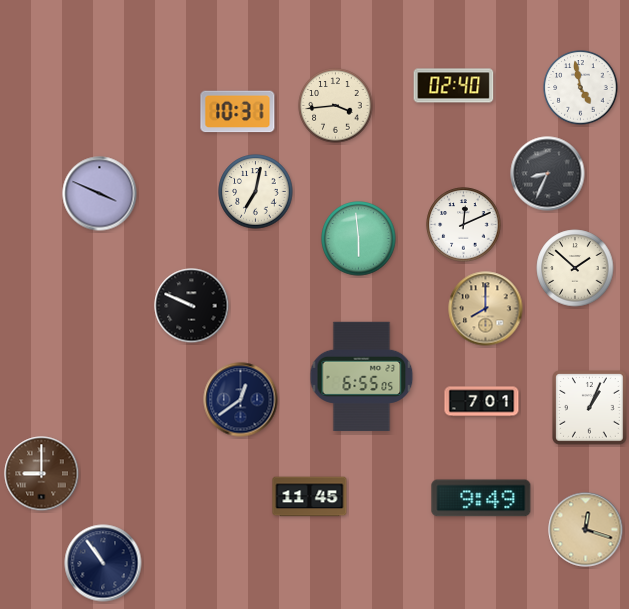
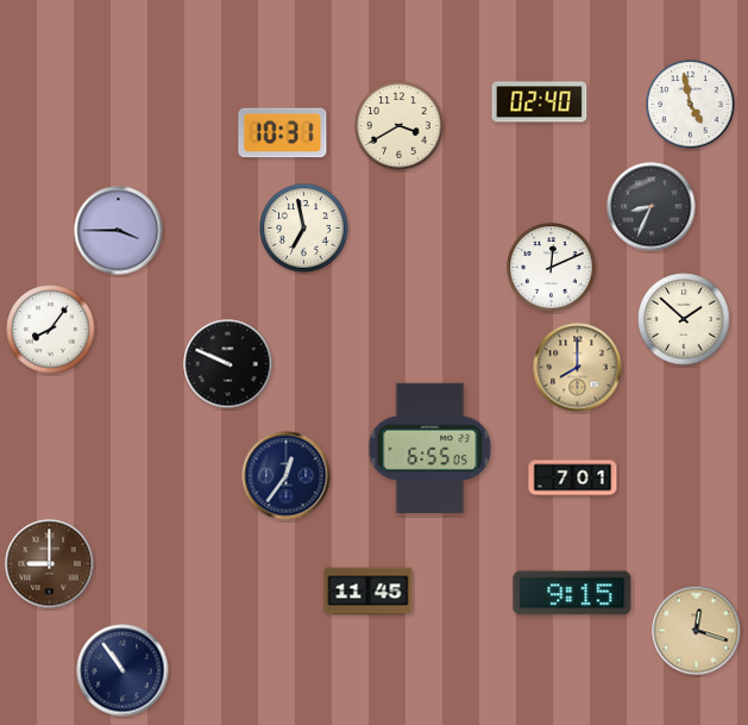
clock at (336, 106): 3:44 -> 3:40
clock at (256, 192): 7:02 -> 6:58
clock at (100, 194): 3:49 -> 3:45
clock at (359, 239): 5:59 -> none
clock at (51, 330): none -> 8:06
clock at (241, 400): 12:39 -> 12:36
clock at (590, 408): 1:04 -> none
clock at (481, 498): 9:49 -> 9:15
